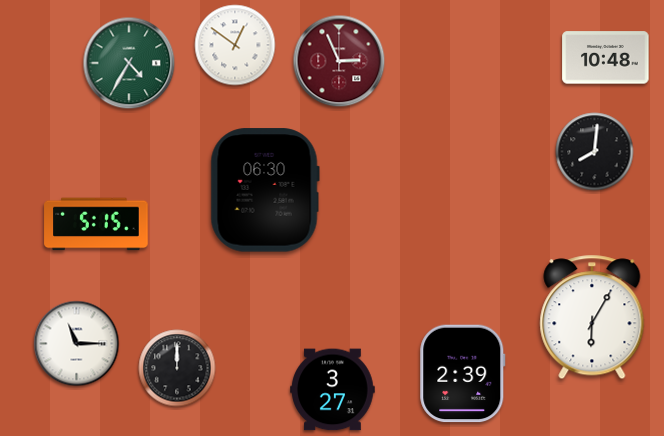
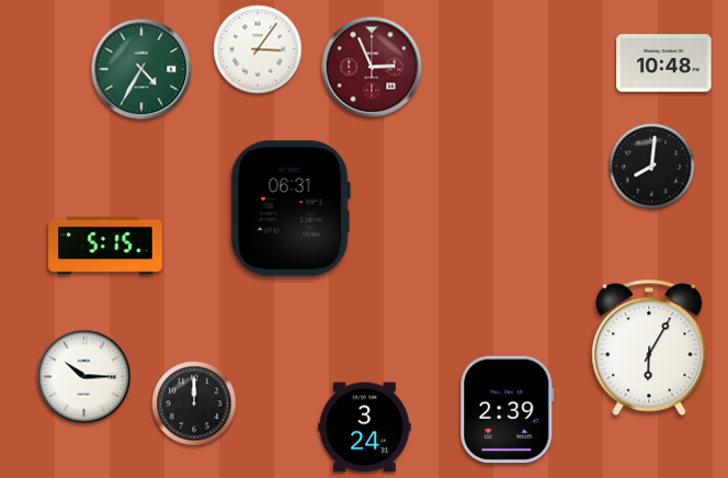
clock at (235, 45): 12:51 -> 3:06
clock at (265, 190): 06:30 -> 06:31
clock at (77, 344): 11:15 -> 10:15
clock at (333, 390): 3:27 -> 3:24
